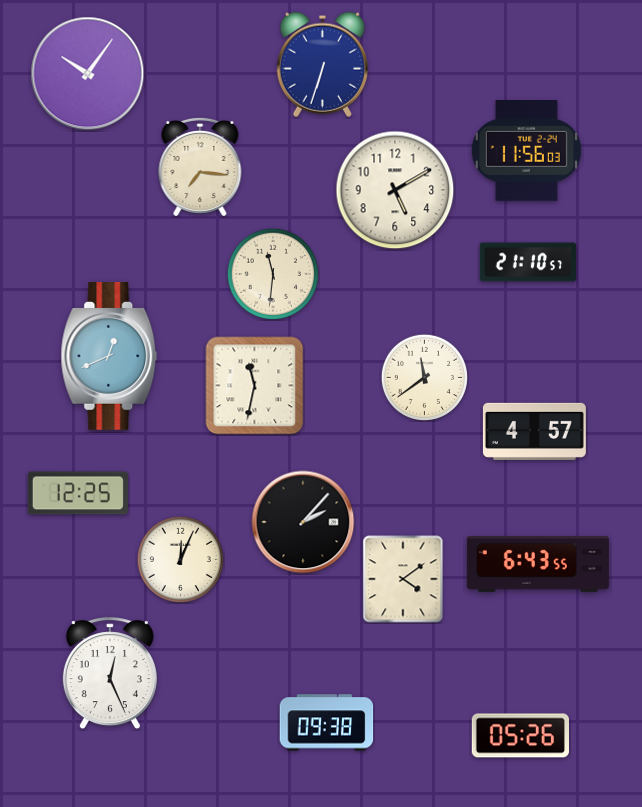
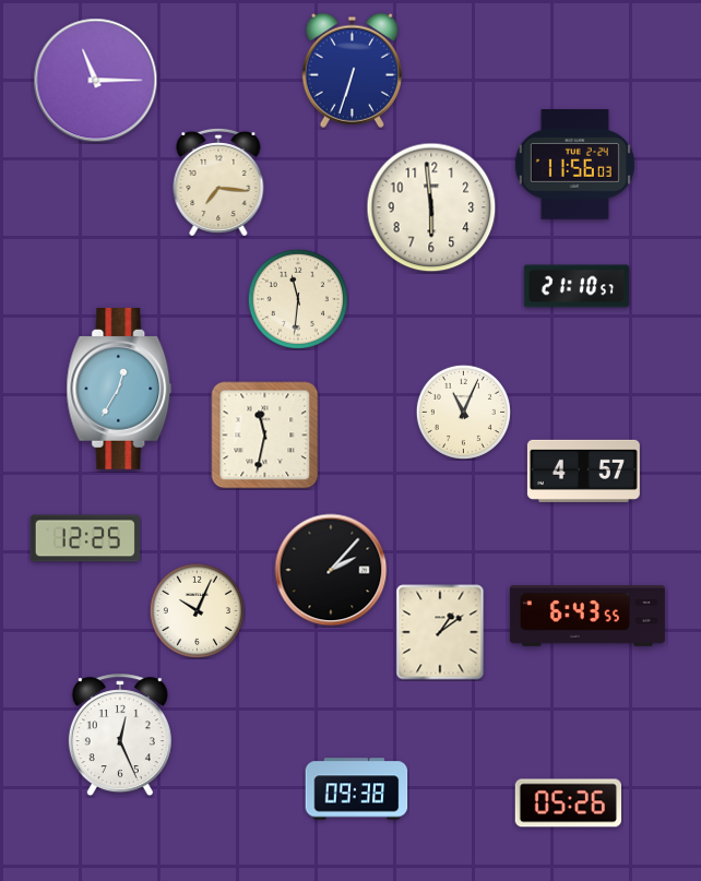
clock at (88, 74): 10:06 -> 11:15
clock at (395, 190): 5:10 -> 5:59
clock at (109, 357): 12:41 -> 12:35
clock at (424, 377): 11:39 -> 11:04
clock at (255, 386) position: (255, 386) -> (265, 436)
clock at (180, 559): 12:04 -> 10:04
clock at (403, 579): 4:09 -> 1:09
